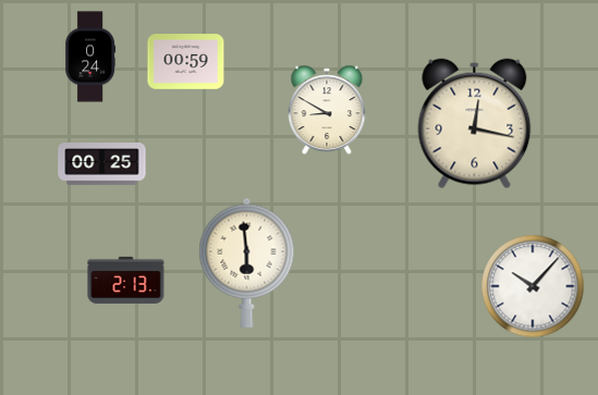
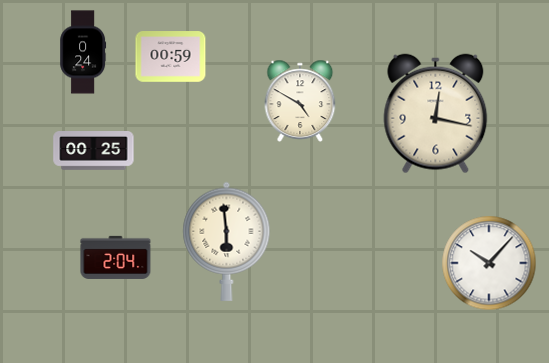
clock at (327, 110): 8:50 -> 4:50
clock at (126, 280): 2:13 -> 2:04
